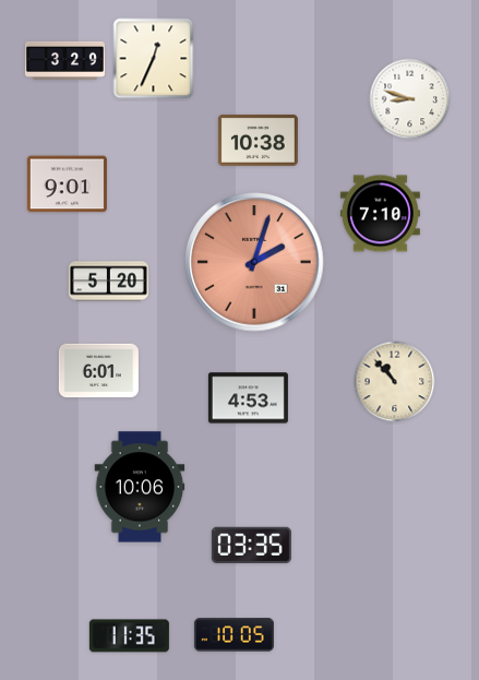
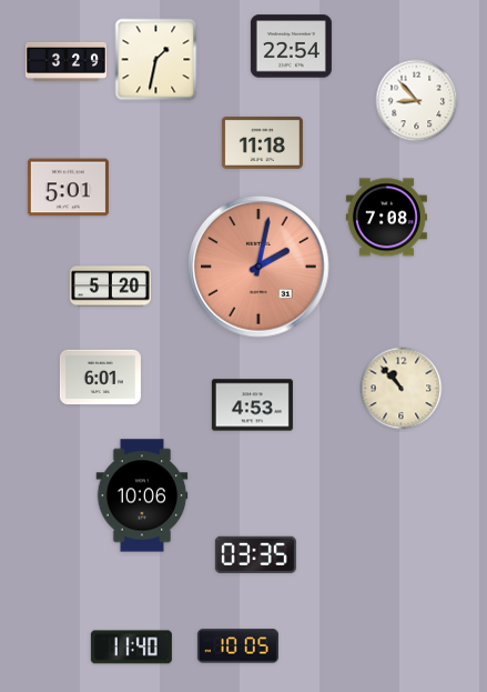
clock at (291, 47): none -> 22:54
clock at (154, 59): 12:34 -> 1:32
clock at (410, 99): 8:48 -> 8:53
clock at (258, 140): 10:38 -> 11:18
clock at (67, 184): 9:01 -> 5:01
clock at (380, 214): 7:10 -> 7:08
clock at (254, 262): 2:03 -> 2:02
clock at (129, 636): 11:35 -> 11:40
